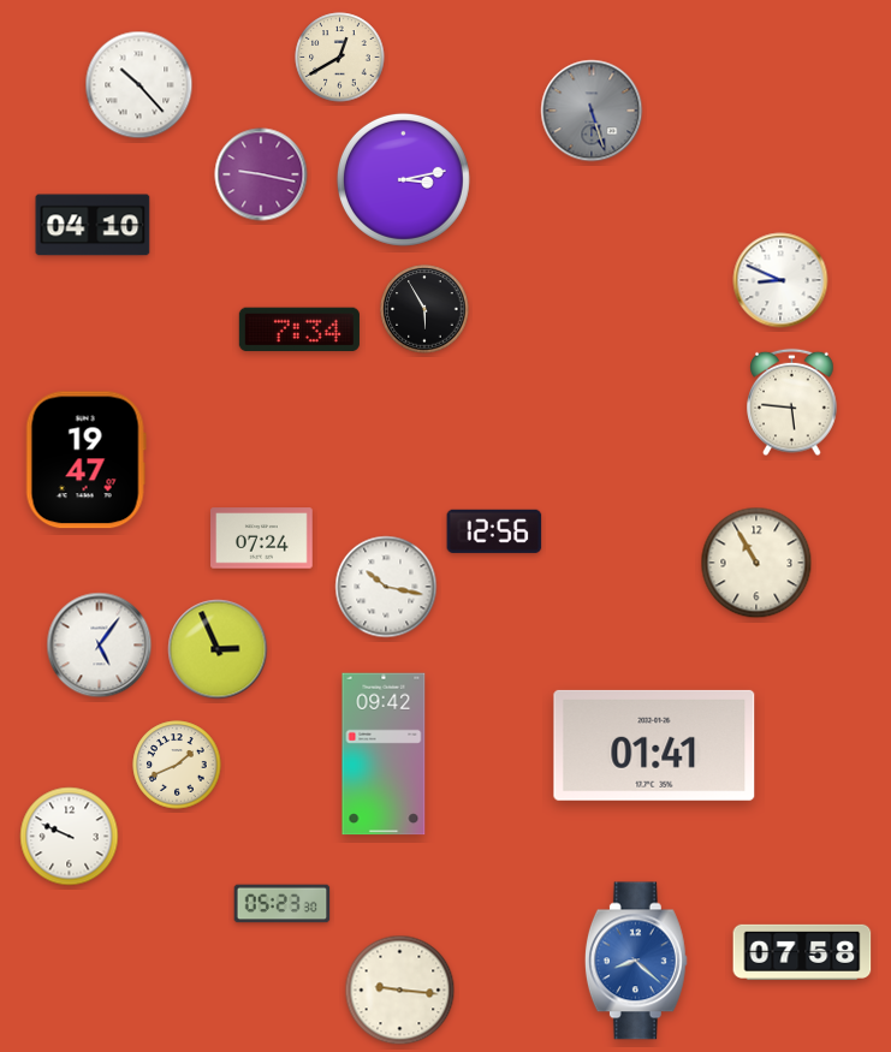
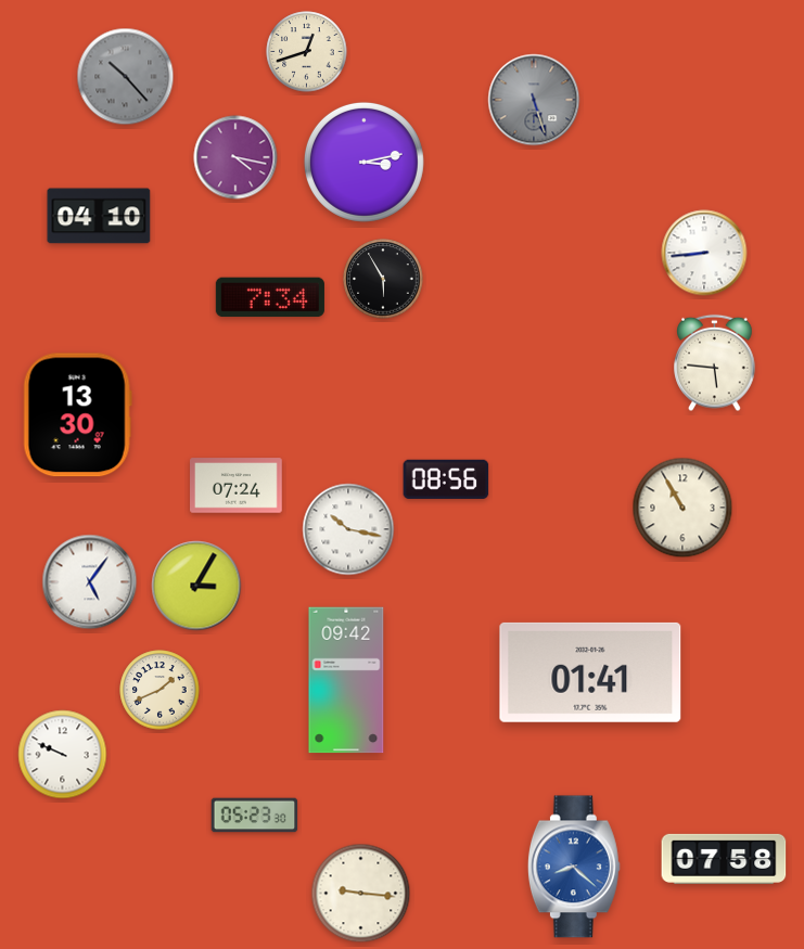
clock at (340, 58): 12:40 -> 12:42
clock at (139, 85) dial: white -> grey
clock at (261, 174): 9:17 -> 4:17
clock at (93, 225) position: (93, 225) -> (99, 216)
clock at (780, 280): 8:49 -> 8:44
clock at (85, 460): 19:47 -> 13:30
clock at (494, 531): 12:56 -> 08:56
clock at (218, 649): 2:56 -> 3:05
